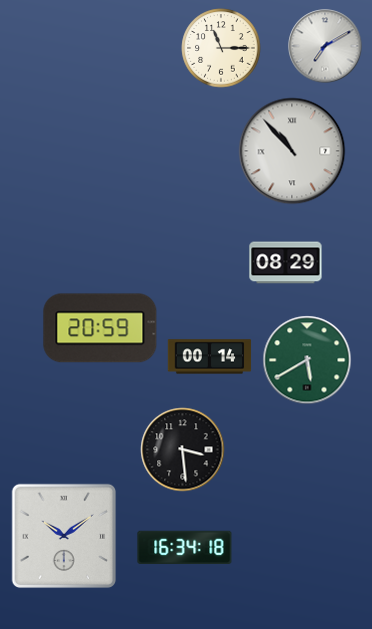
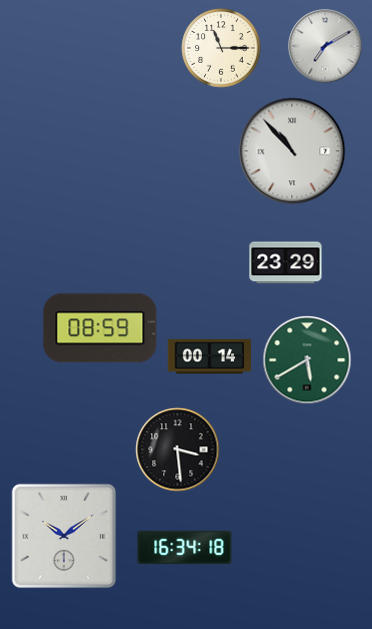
clock at (286, 263): 08:29 -> 23:29
clock at (100, 328): 20:59 -> 08:59
clock at (183, 450) position: (183, 450) -> (178, 450)
